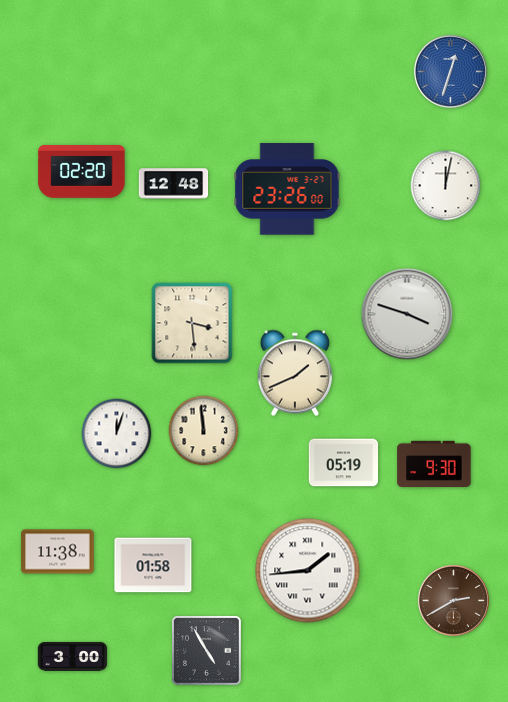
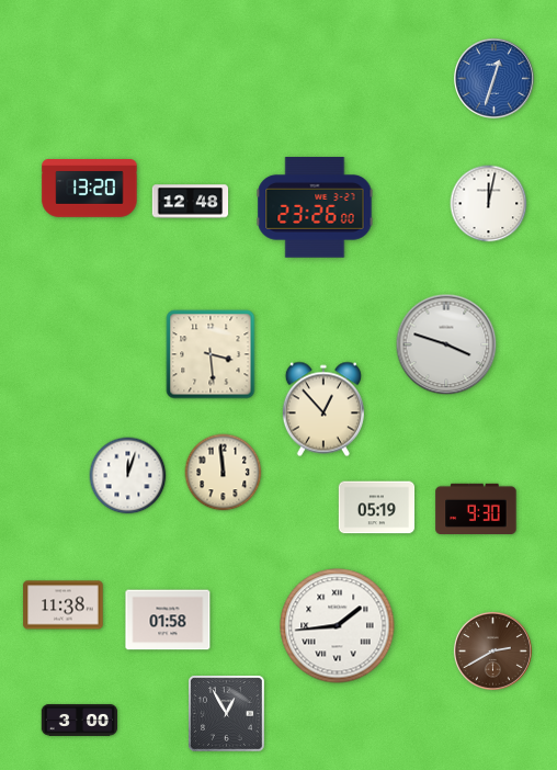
clock at (82, 172): 02:20 -> 13:20
clock at (295, 373): 1:41 -> 12:53
clock at (453, 600) position: (453, 600) -> (492, 650)
clock at (207, 651): 4:55 -> 12:55
